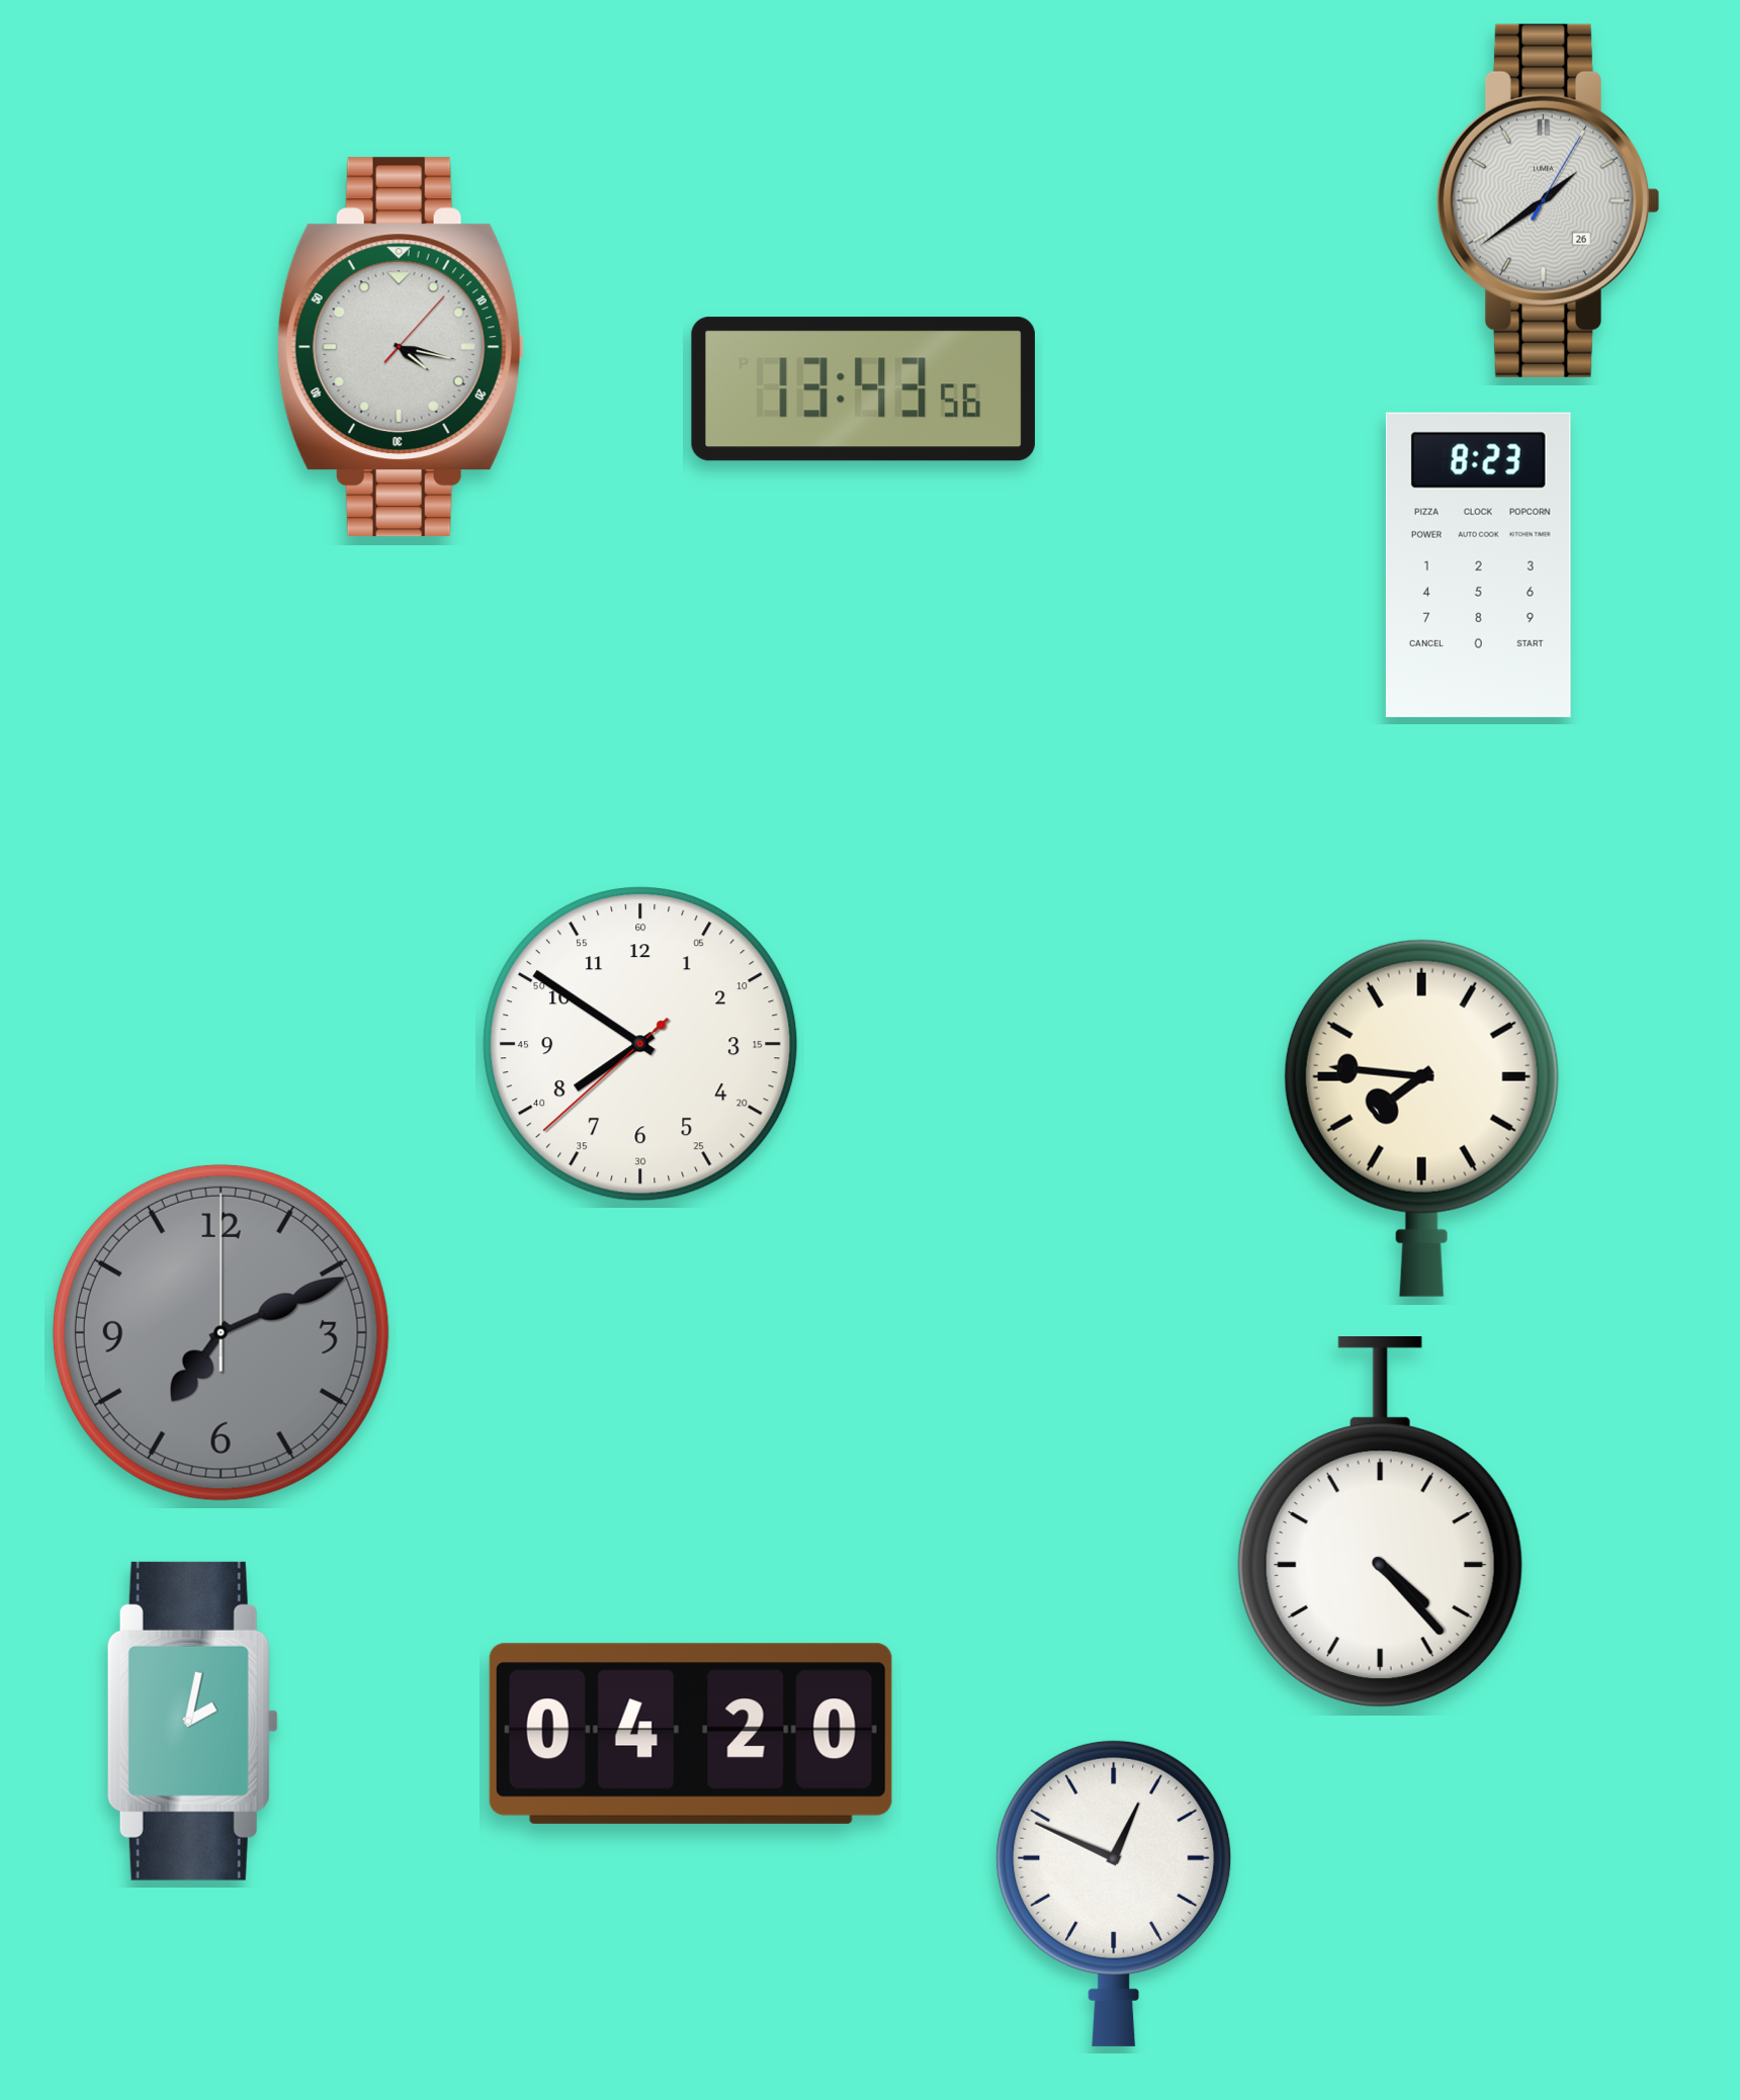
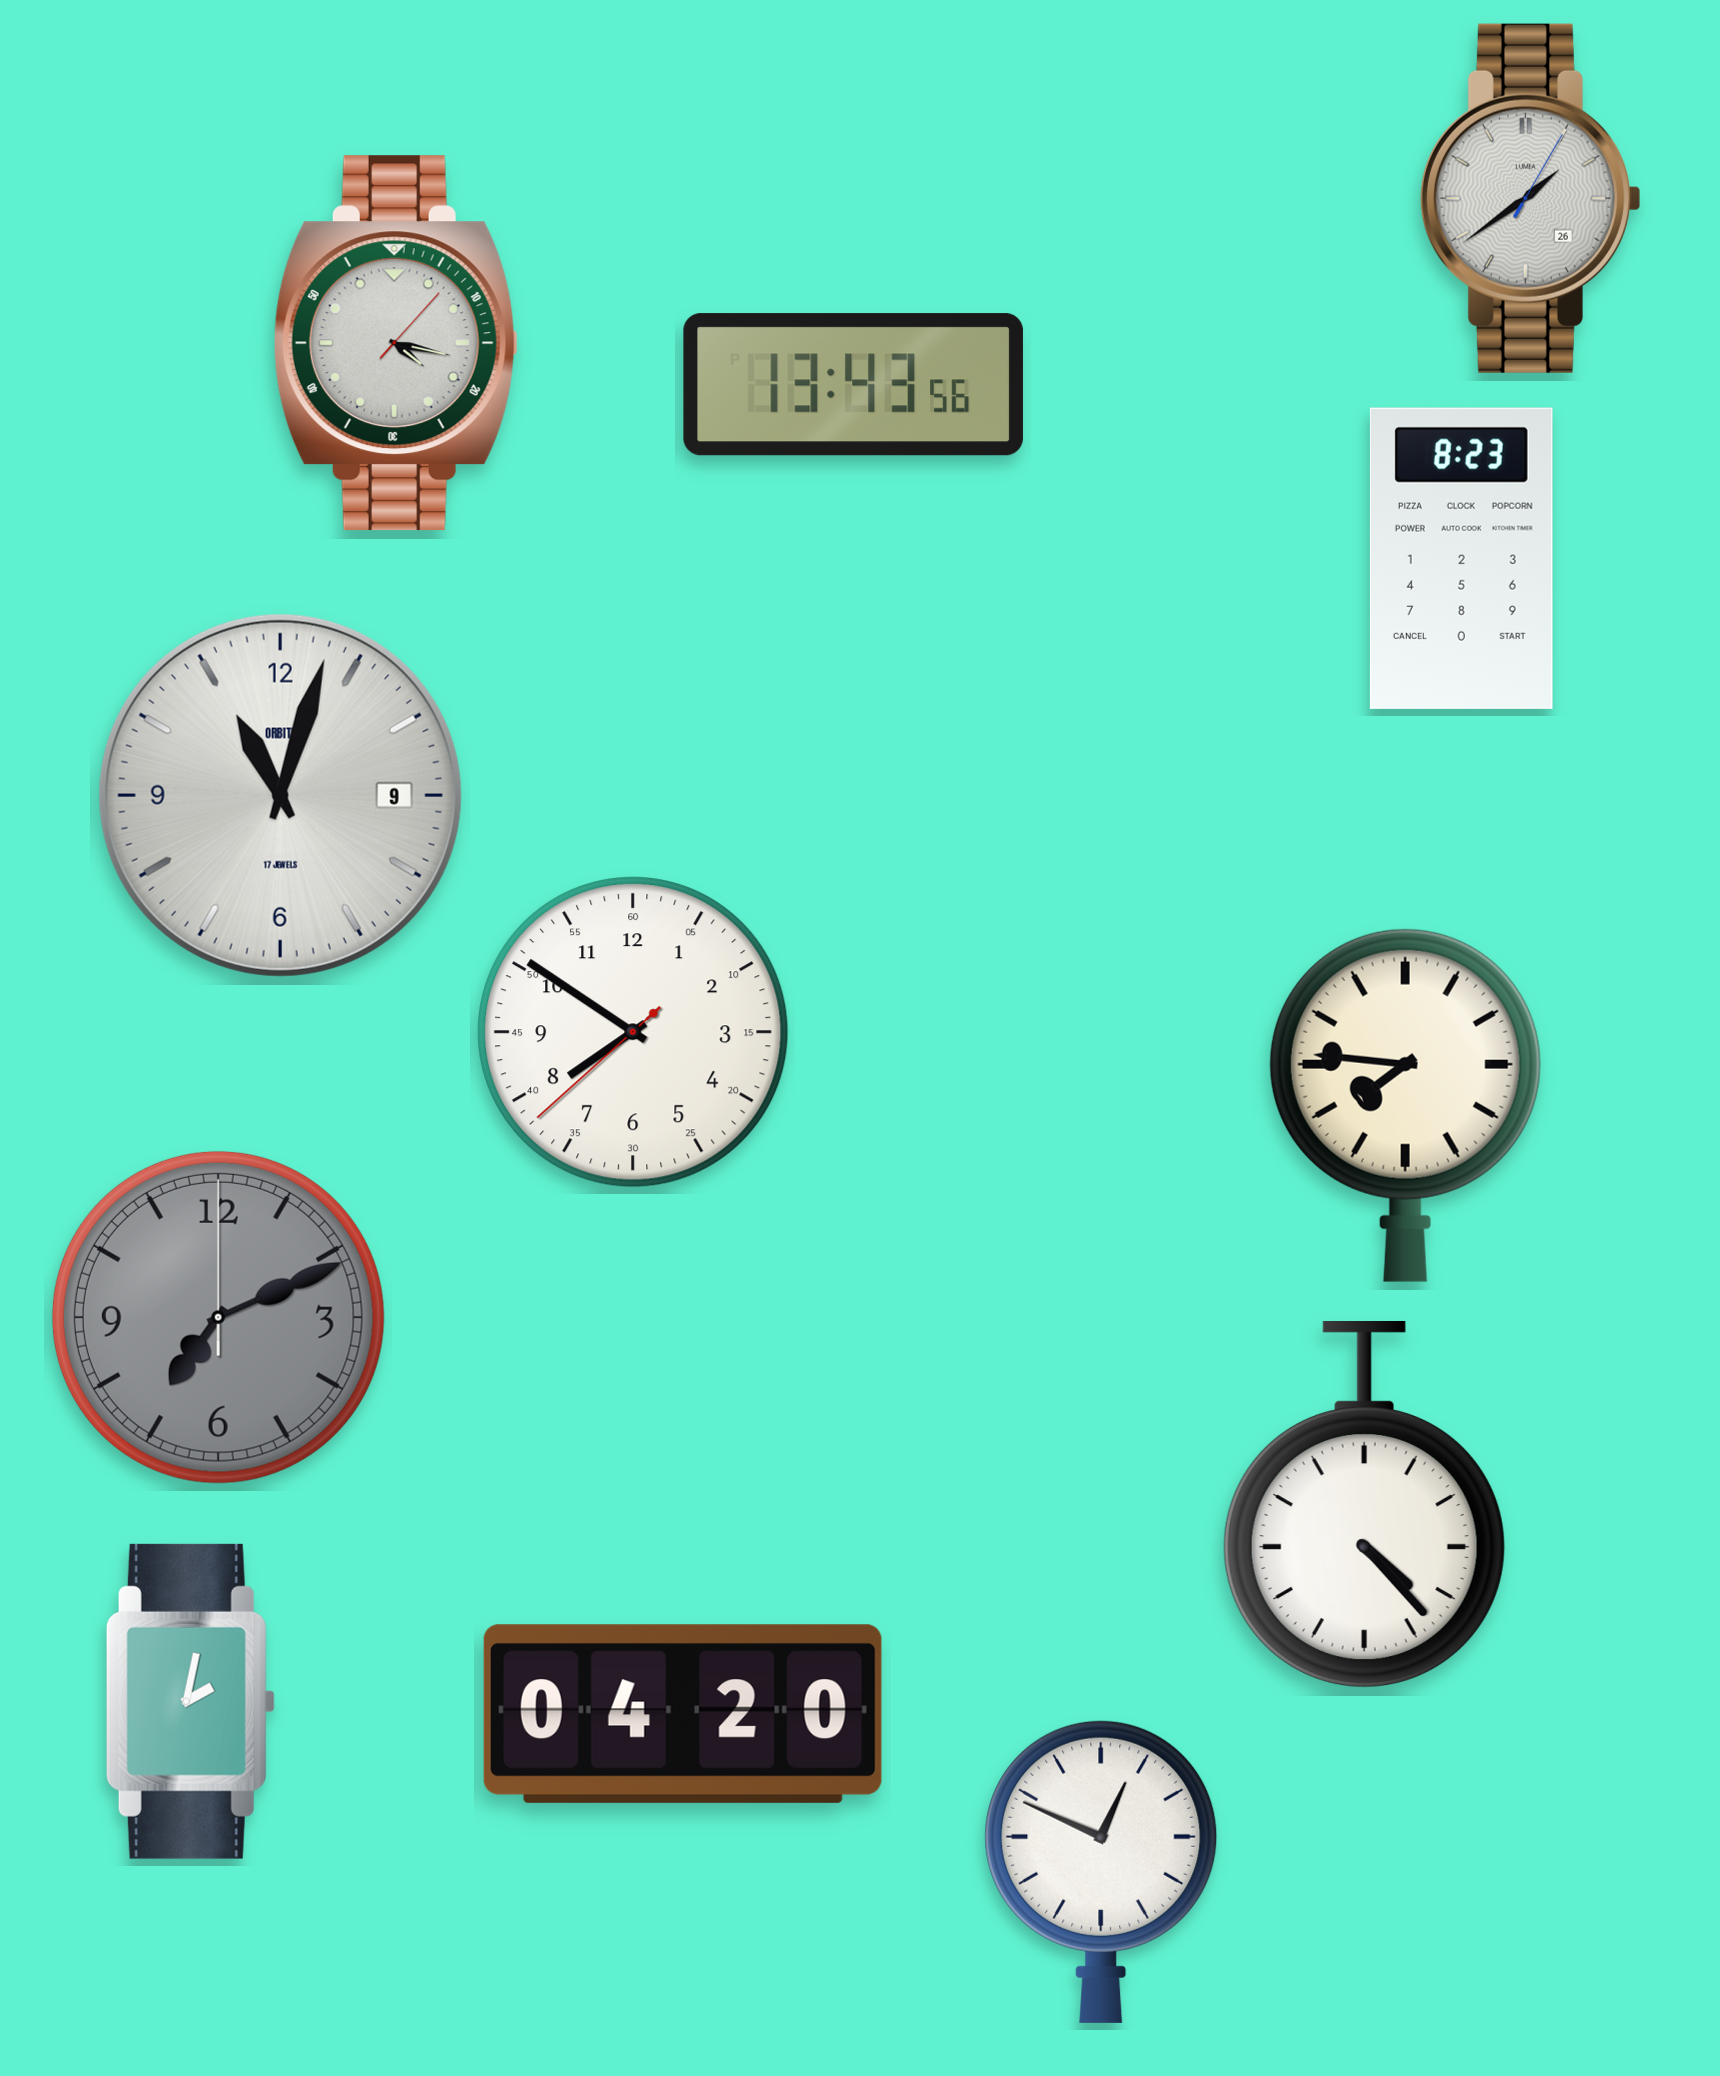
clock at (280, 795): none -> 11:03
